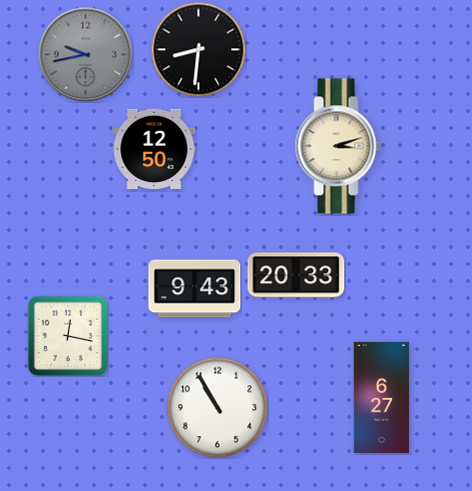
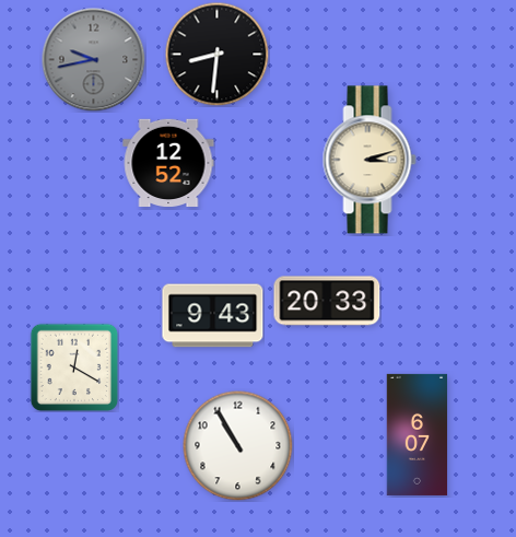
clock at (154, 149): 12:50 -> 12:52
clock at (296, 275) position: (296, 275) -> (327, 301)
clock at (68, 336): 12:17 -> 12:20
clock at (382, 397): 6:27 -> 6:07
